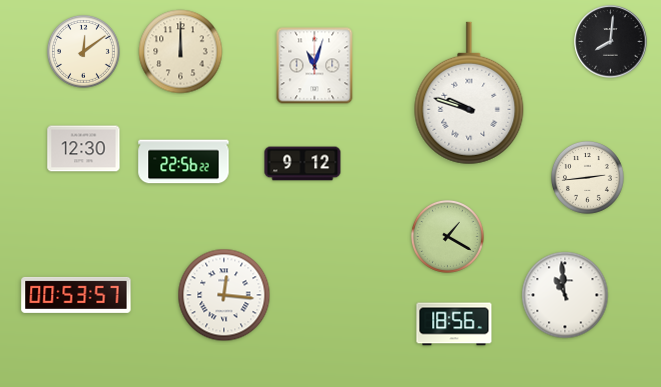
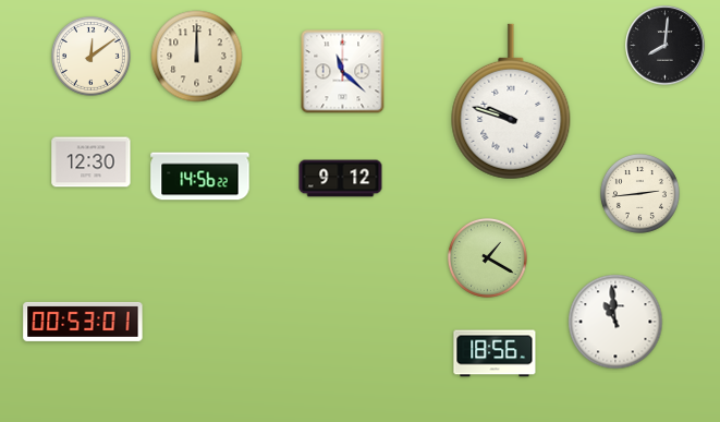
clock at (315, 66): 11:03 -> 11:22
clock at (184, 162): 22:56 -> 14:56
clock at (303, 164) position: (303, 164) -> (341, 179)
clock at (76, 295): 00:53:57 -> 00:53:01
clock at (224, 295): 12:16 -> none
